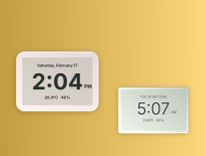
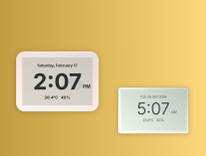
clock at (58, 82): 2:04 -> 2:07
